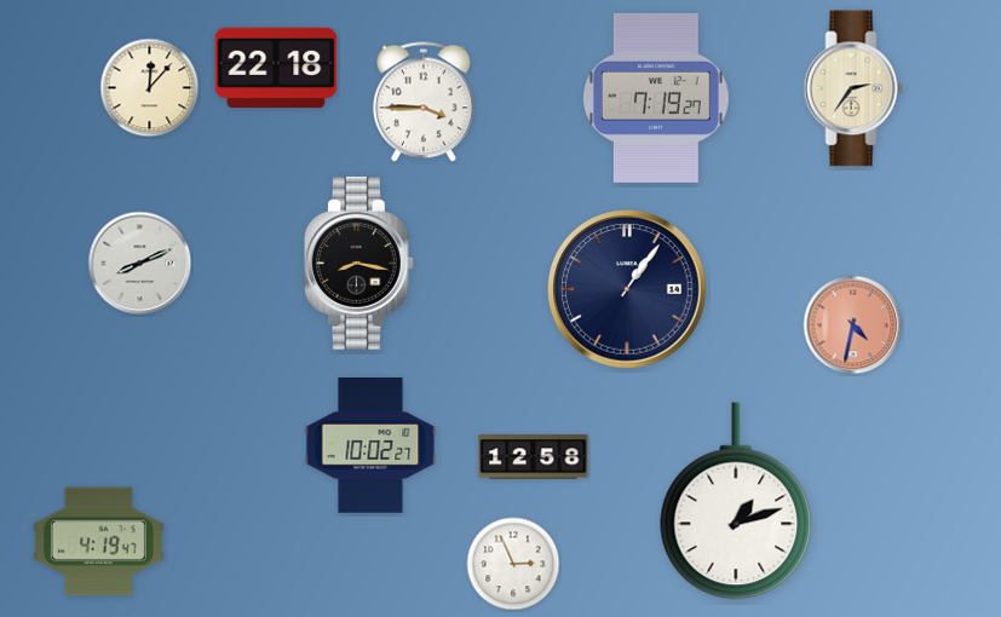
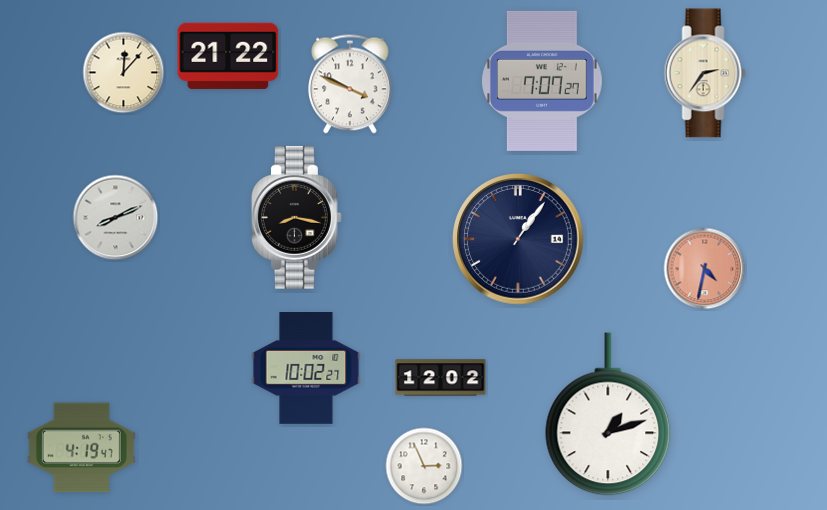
clock at (276, 68): 22:18 -> 21:22
clock at (657, 98): 7:19 -> 7:07
clock at (425, 102): 3:45 -> 3:49
clock at (534, 457): 12:58 -> 12:02
